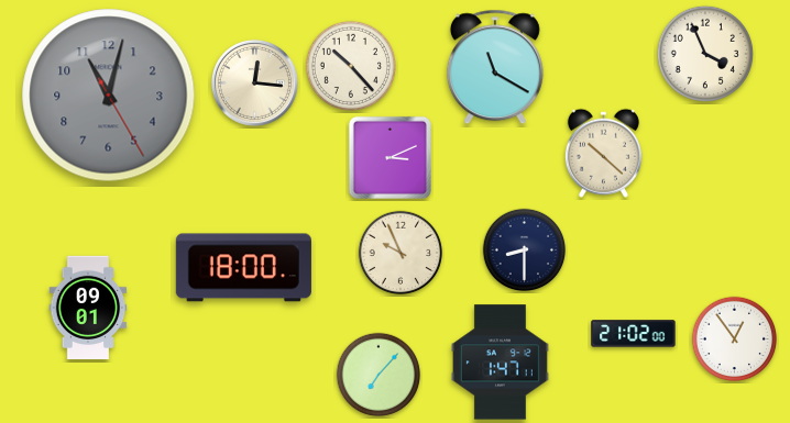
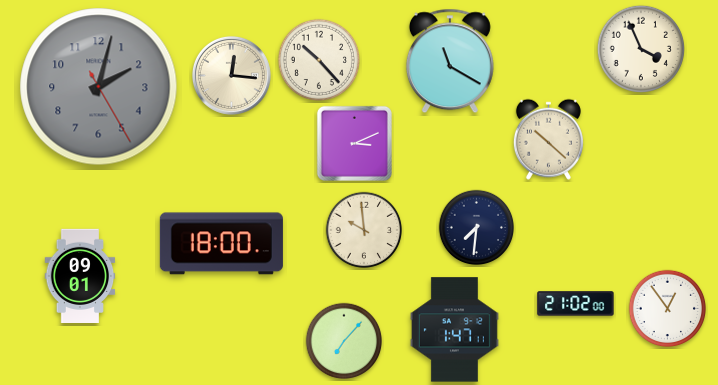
clock at (109, 96): 11:02 -> 2:02
clock at (525, 251): 8:30 -> 7:31
clock at (401, 253): 9:56 -> 9:59
clock at (88, 307) position: (88, 307) -> (80, 275)
